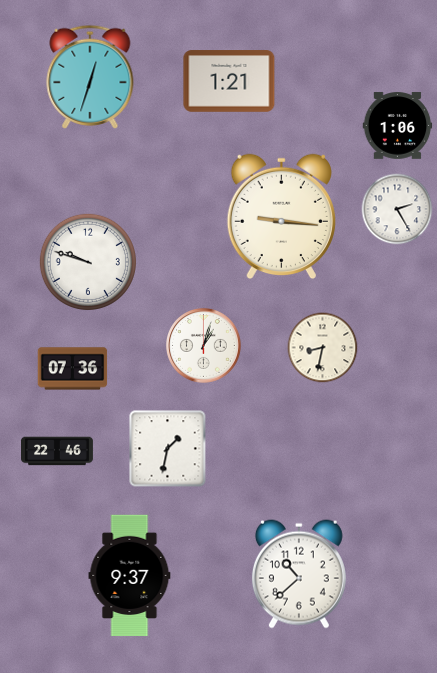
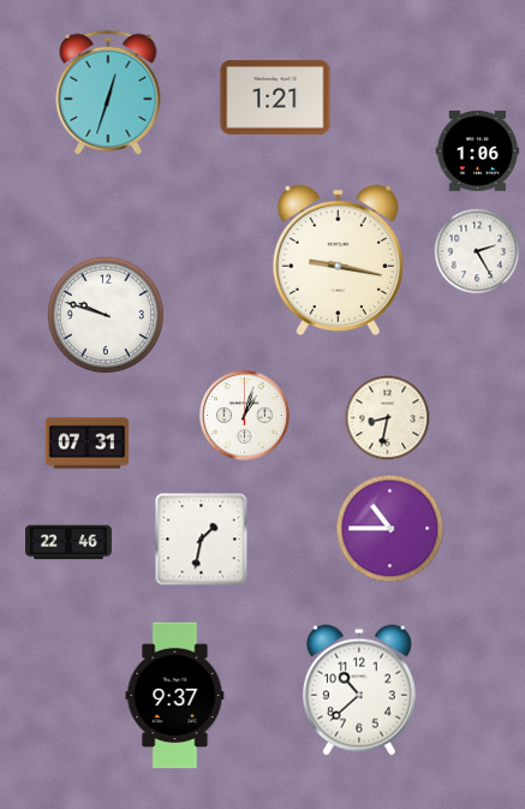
clock at (281, 217): 9:16 -> 9:17
clock at (73, 369): 07:36 -> 07:31
clock at (390, 529): none -> 10:45
clock at (130, 576) position: (130, 576) -> (175, 696)
